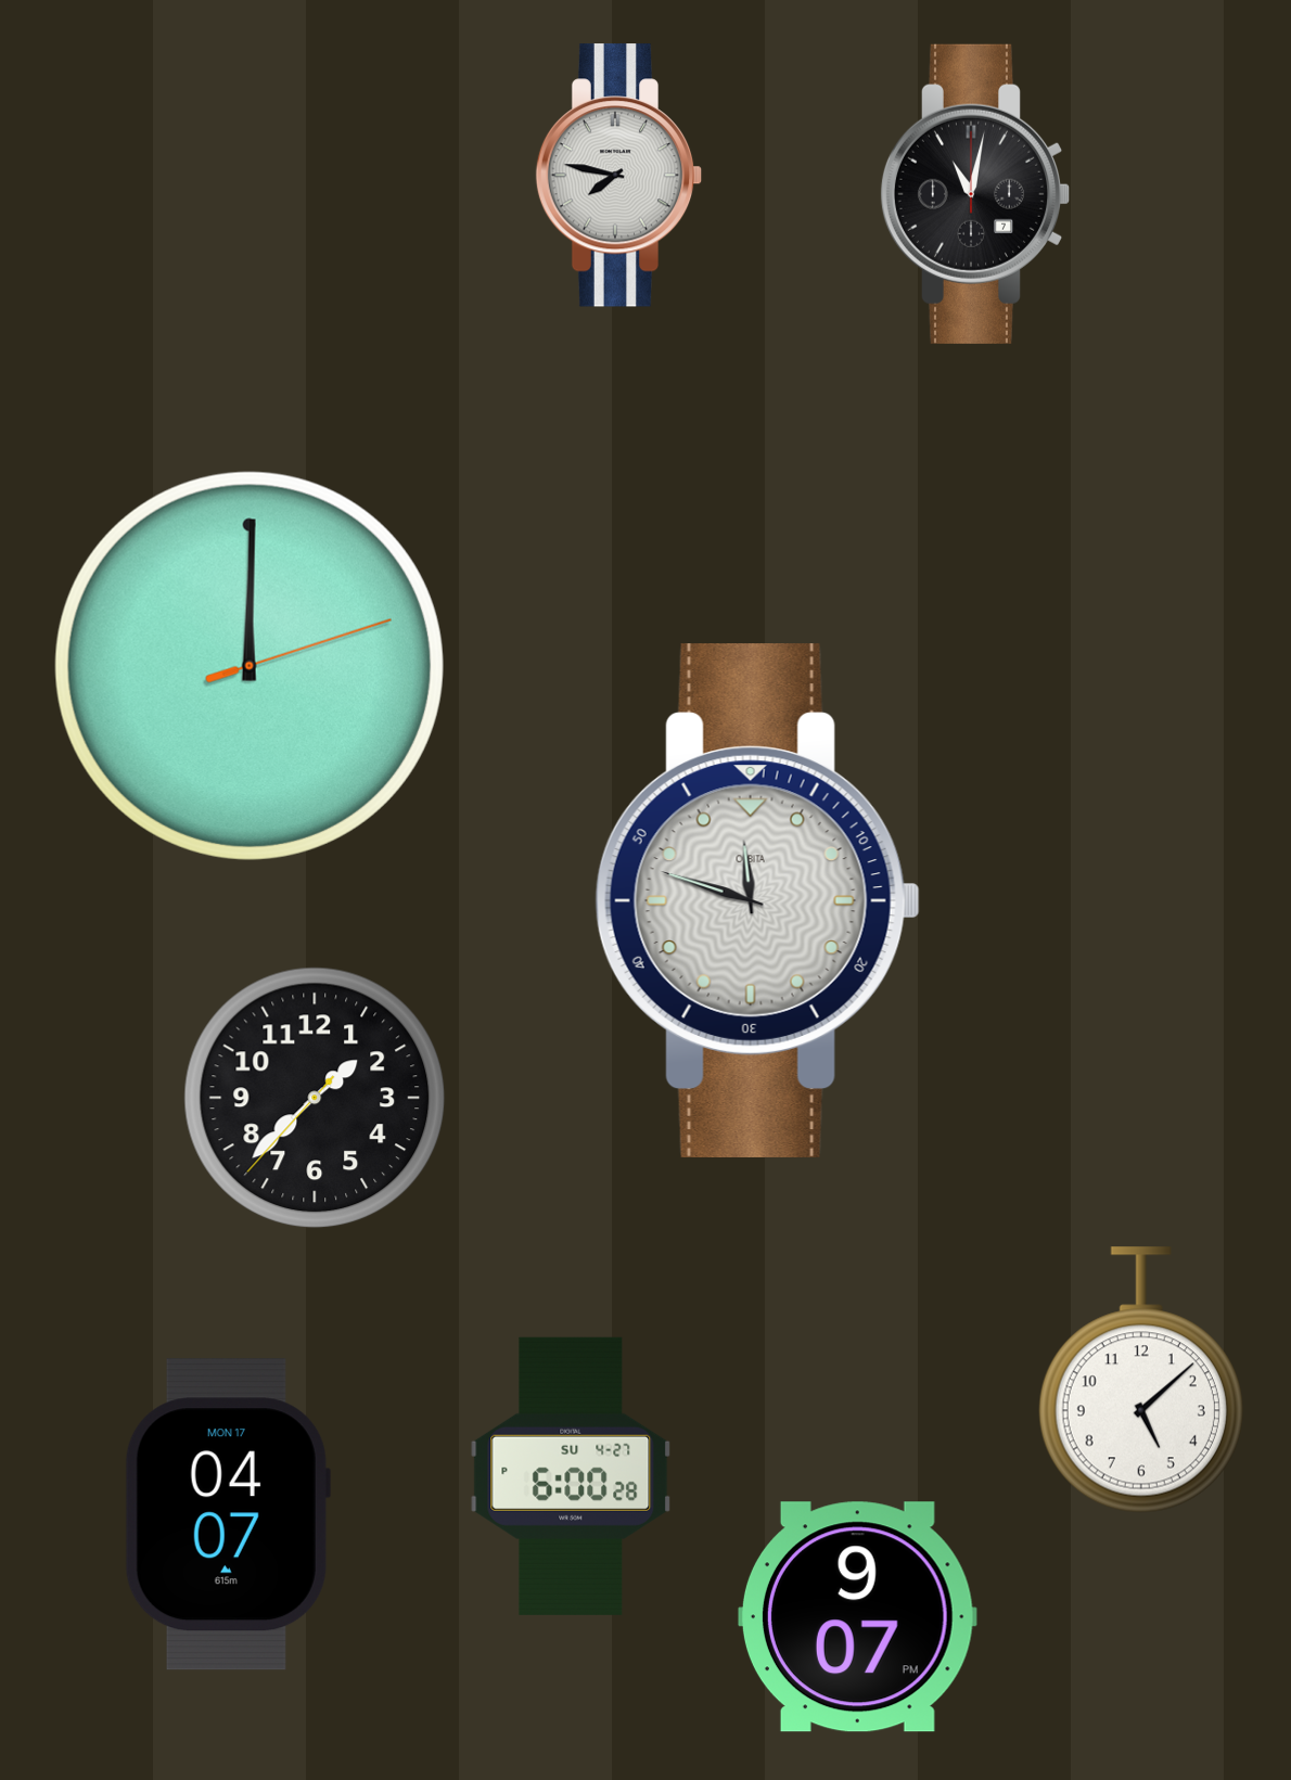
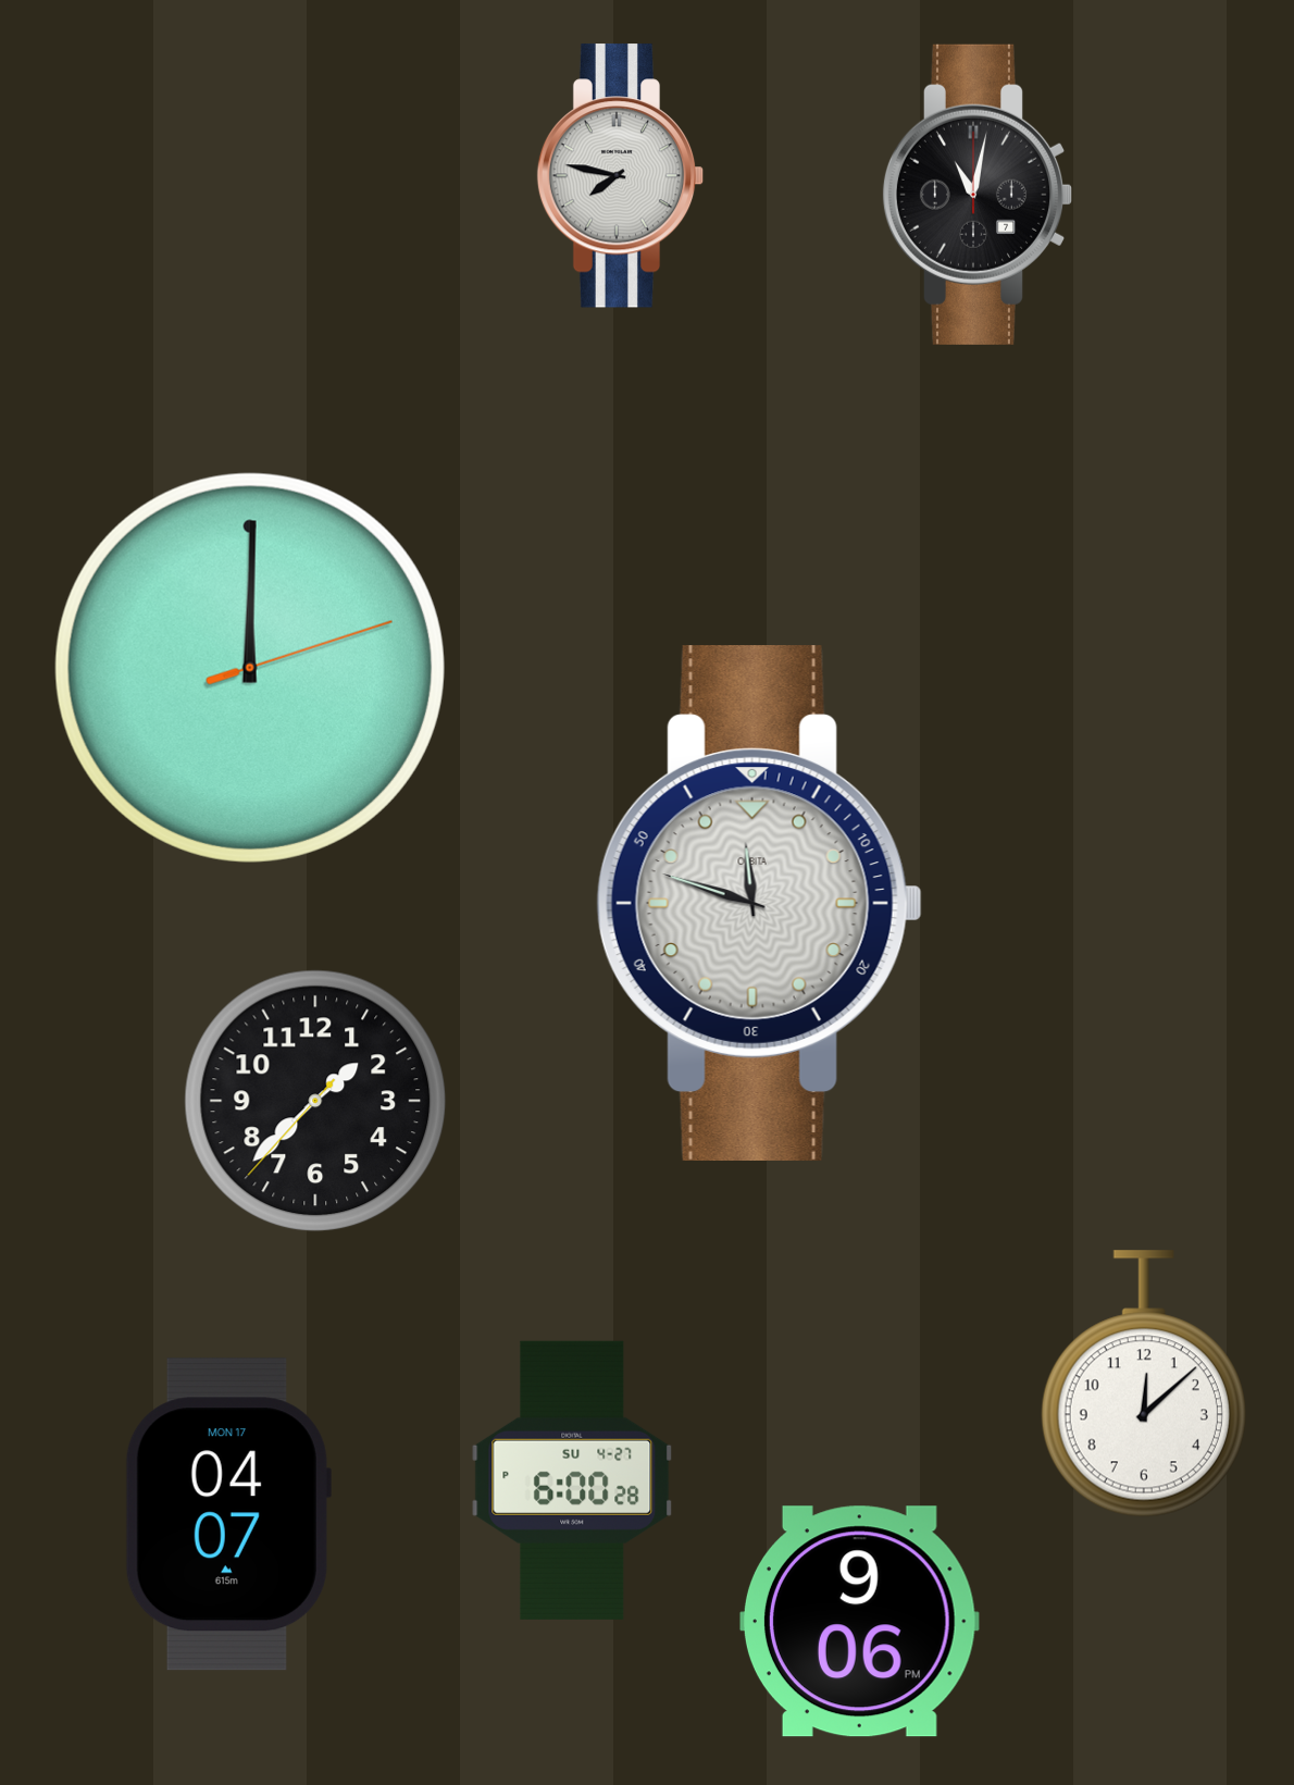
clock at (1141, 1380): 5:08 -> 12:08
clock at (227, 1514) position: (227, 1514) -> (227, 1514)
clock at (857, 1617): 9:07 -> 9:06
